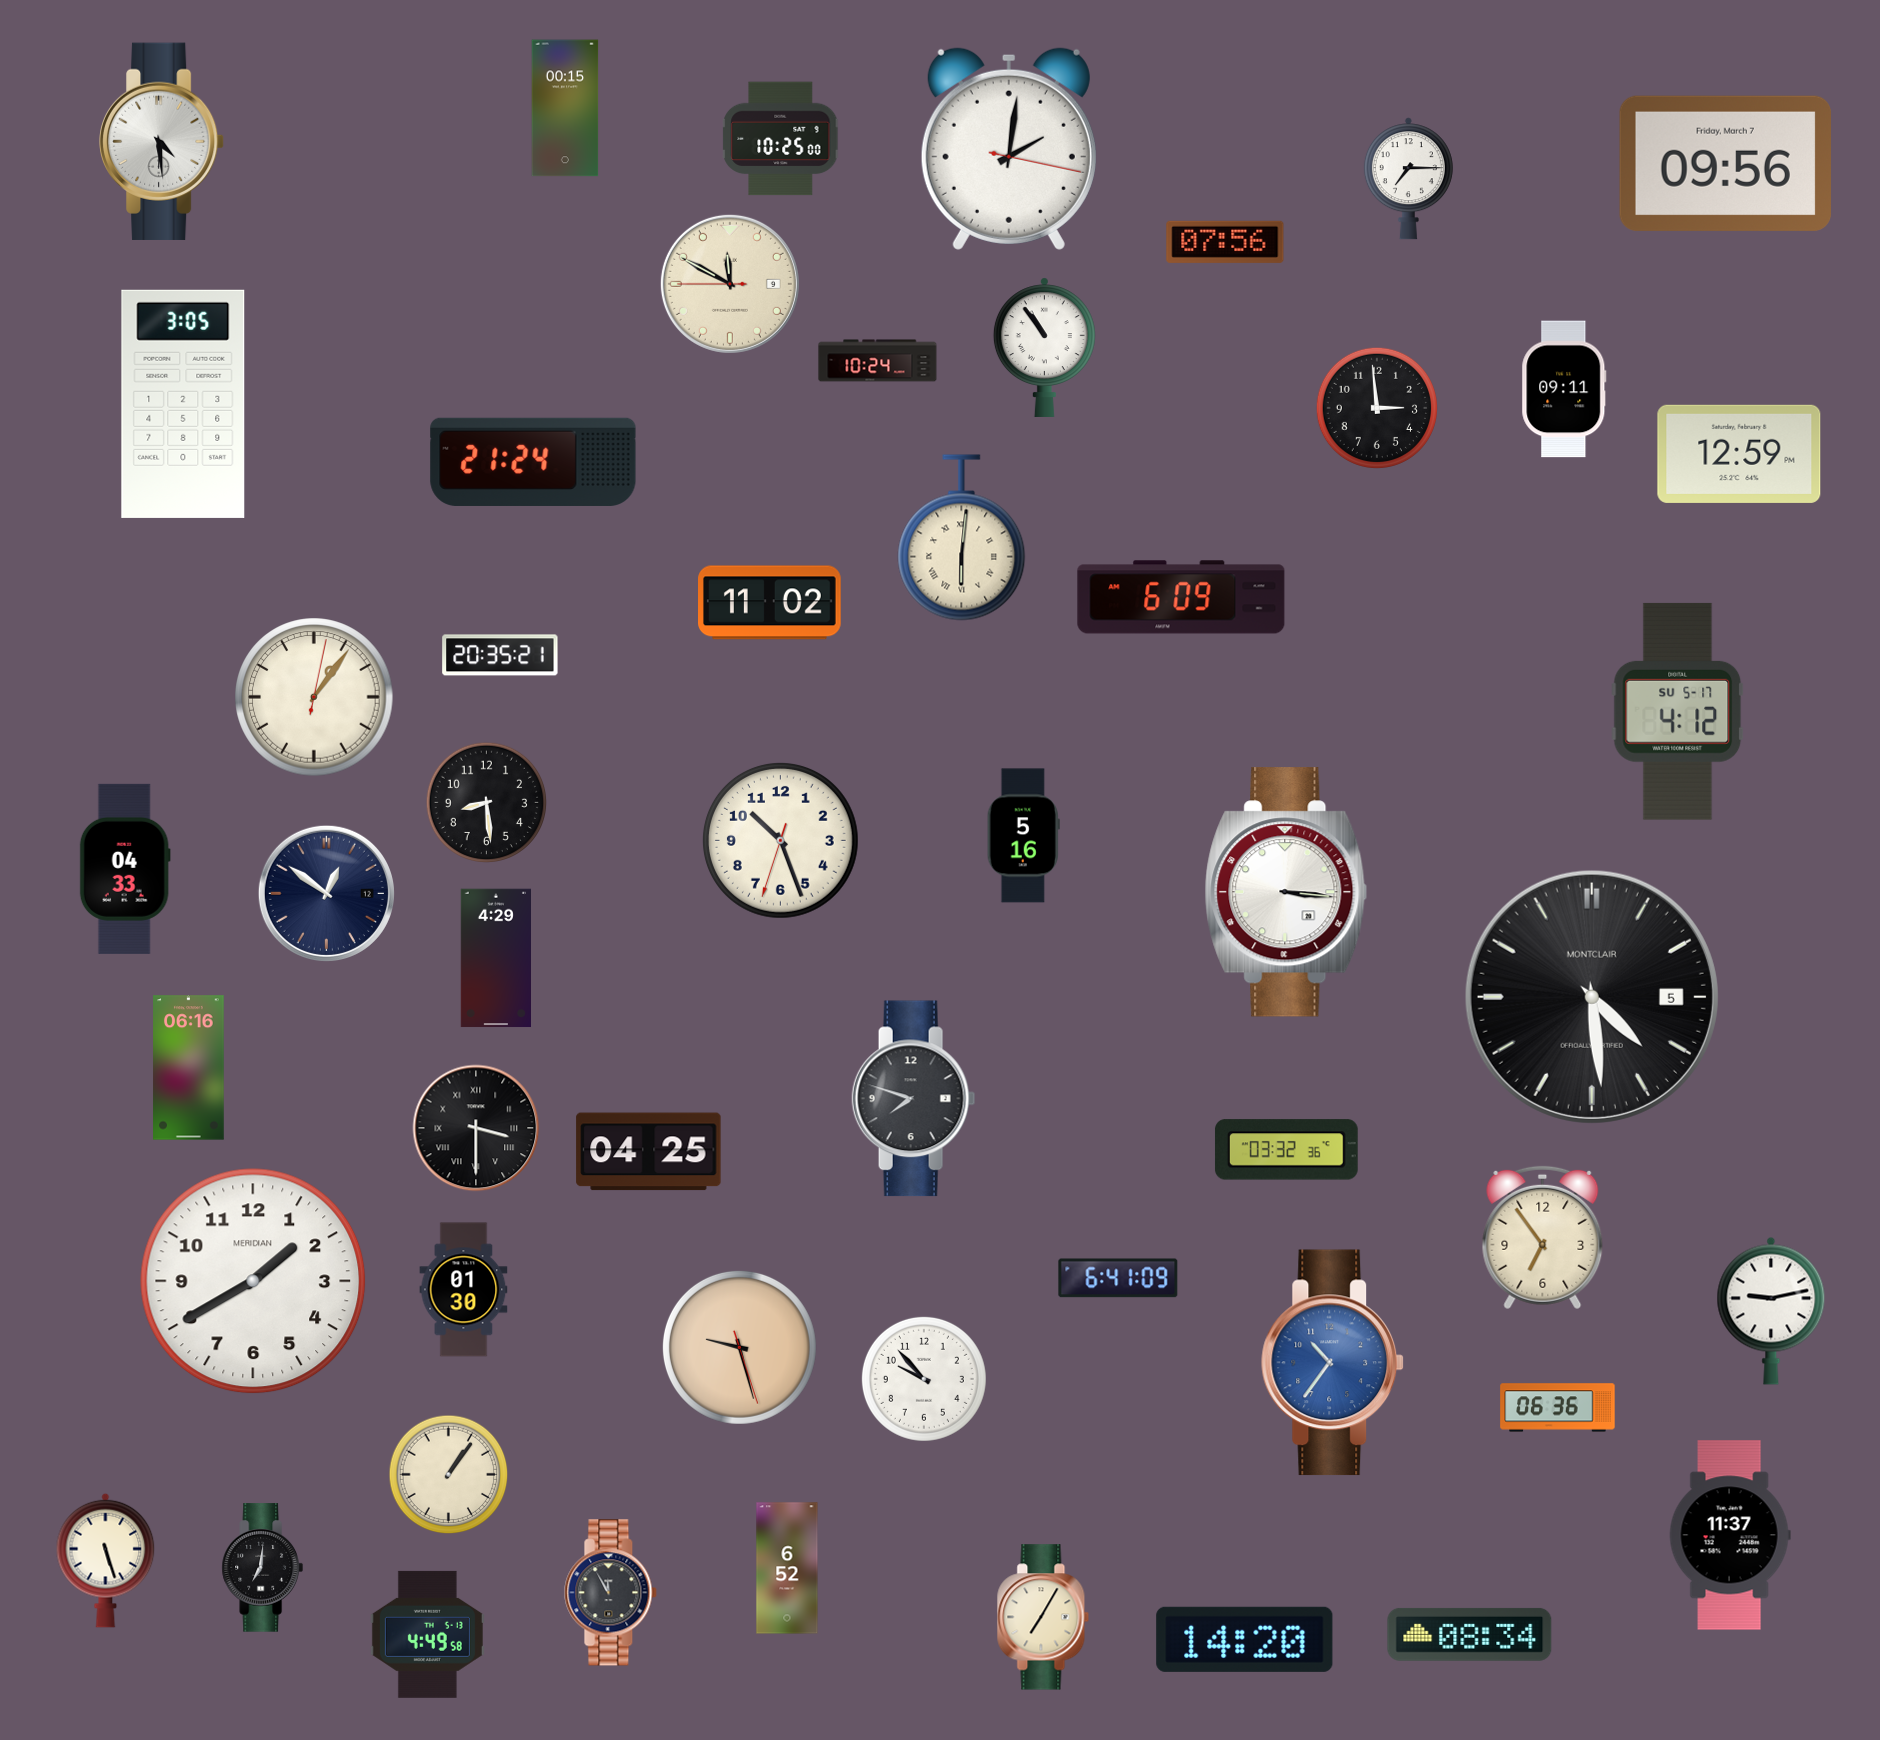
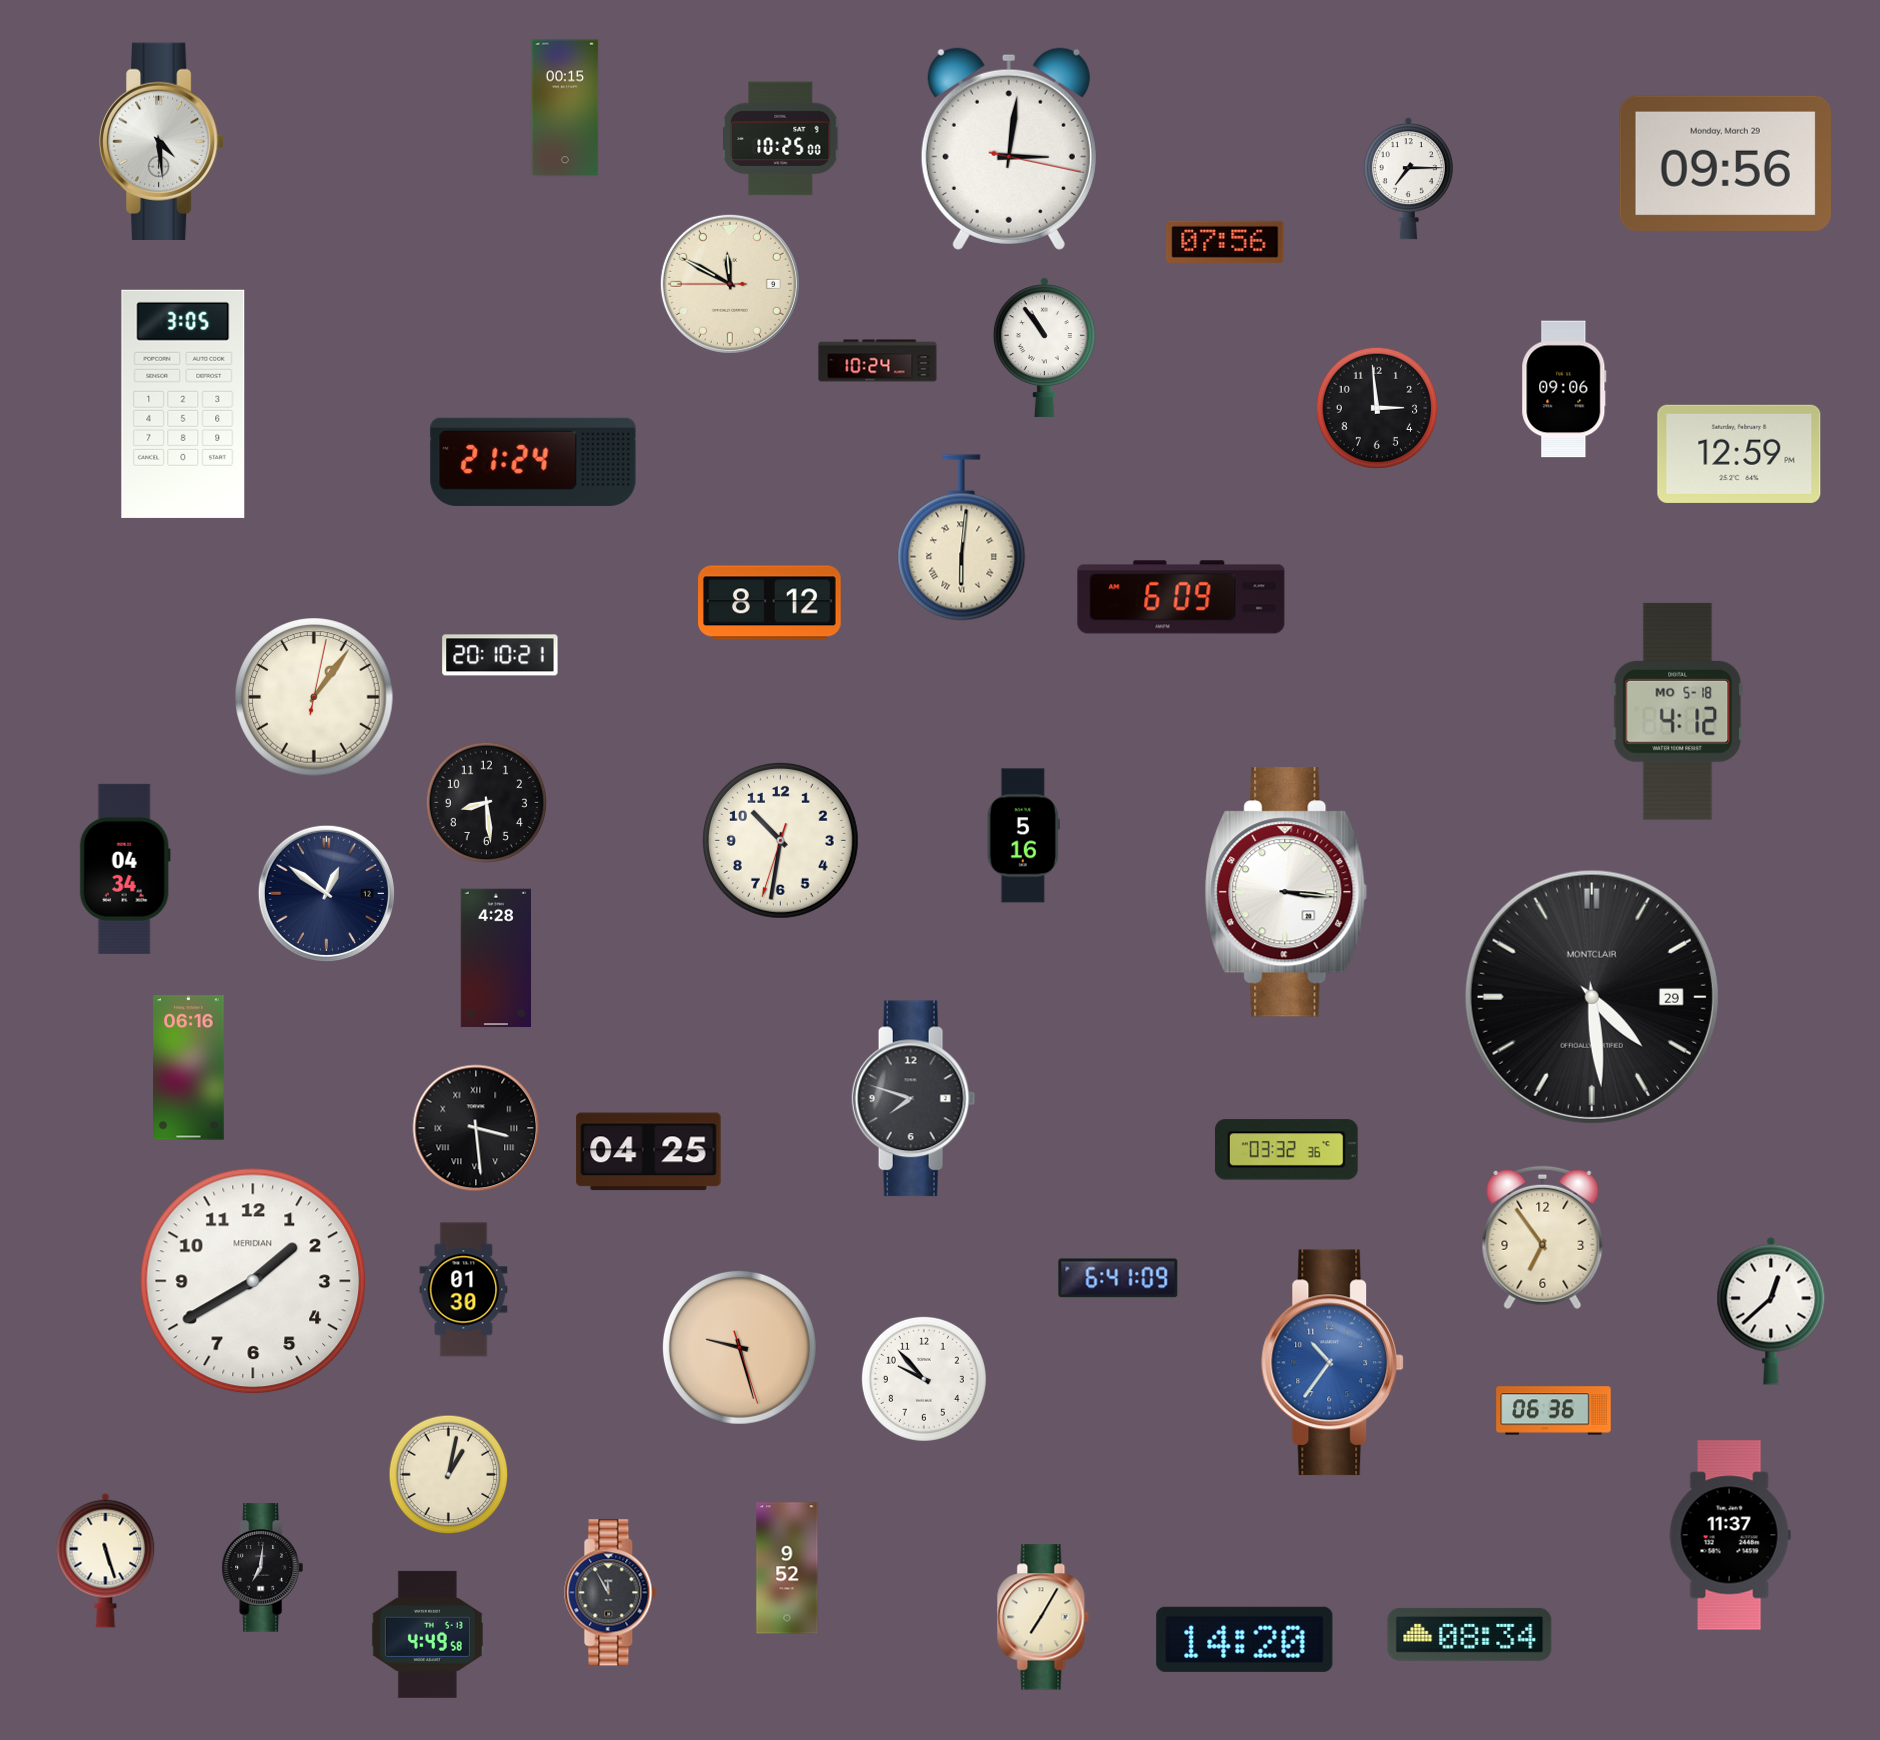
clock at (1009, 149): 2:01 -> 3:01
clock at (1725, 163) date: Friday, March 7 -> Monday, March 29
clock at (1564, 389): 09:11 -> 09:06
clock at (770, 603): 11:02 -> 8:12
clock at (500, 655): 20:35 -> 20:10
clock at (1678, 711) date: SU 5-17 -> MO 5-18
clock at (780, 840): 10:26 -> 10:31
clock at (125, 869): 04:33 -> 04:34
clock at (495, 958): 4:29 -> 4:28
clock at (1592, 997) date: 5 -> 29
clock at (476, 1128): 3:30 -> 3:29
clock at (1771, 1311): 9:13 -> 12:38
clock at (1558, 1408) position: (1558, 1408) -> (1554, 1411)
clock at (449, 1475): 1:06 -> 1:02
clock at (787, 1568): 6:52 -> 9:52
